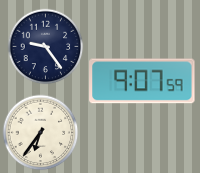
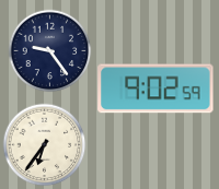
clock at (142, 81): 9:07 -> 9:02
